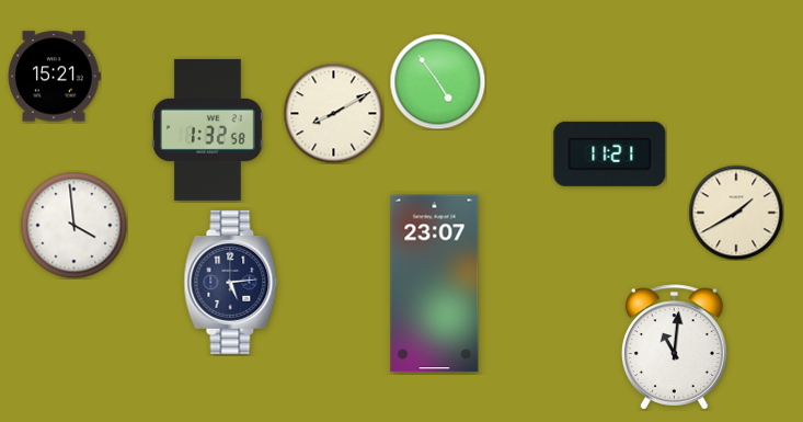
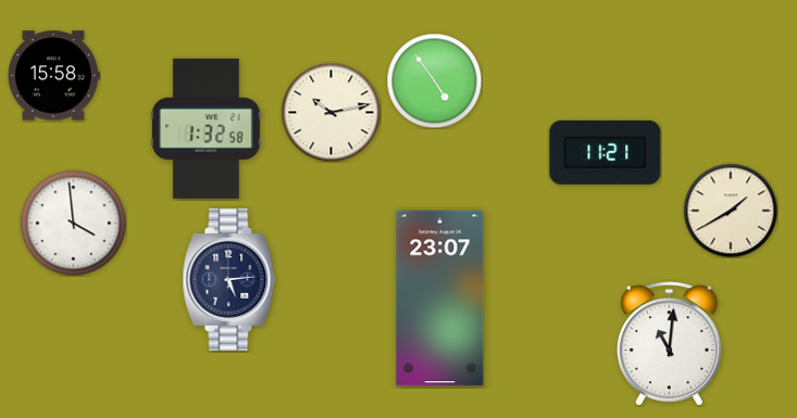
clock at (55, 77): 15:21 -> 15:58
clock at (333, 113): 8:10 -> 10:13
clock at (435, 284) position: (435, 284) -> (440, 299)
